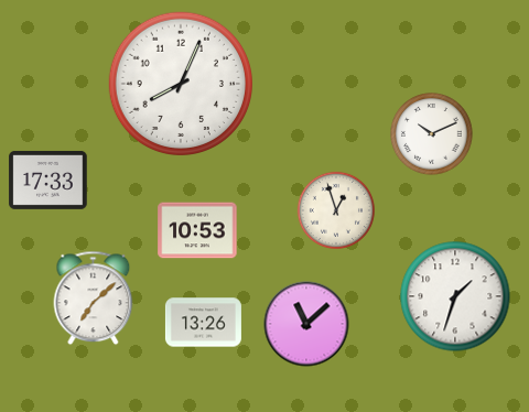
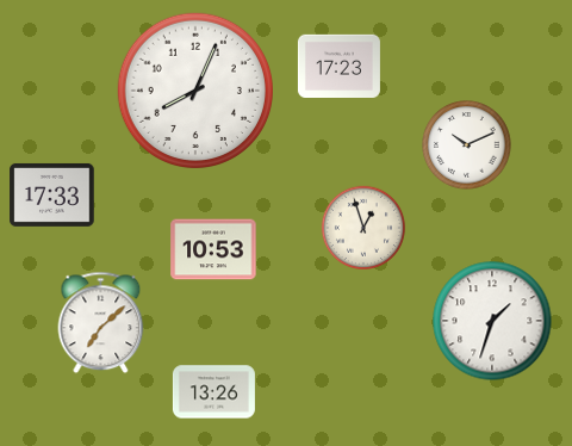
clock at (338, 66): none -> 17:23
clock at (203, 323) position: (203, 323) -> (213, 392)
clock at (306, 324): 11:08 -> none
